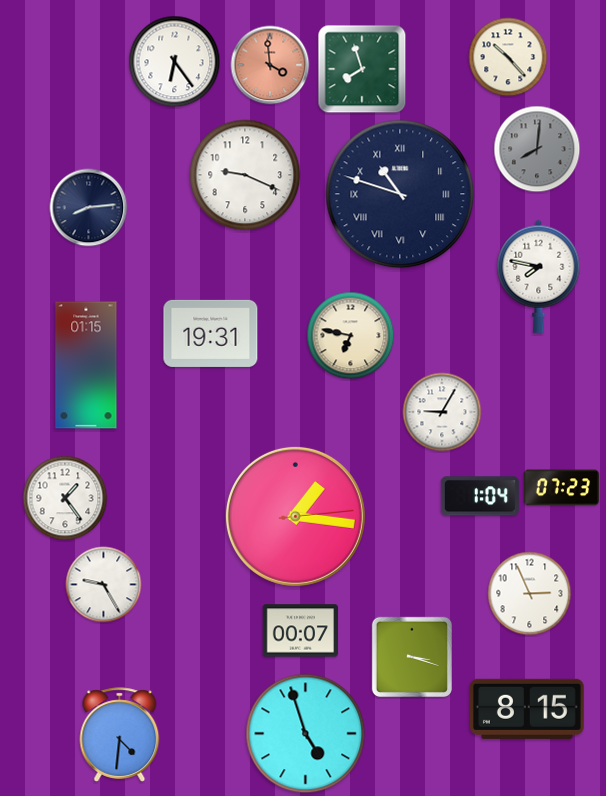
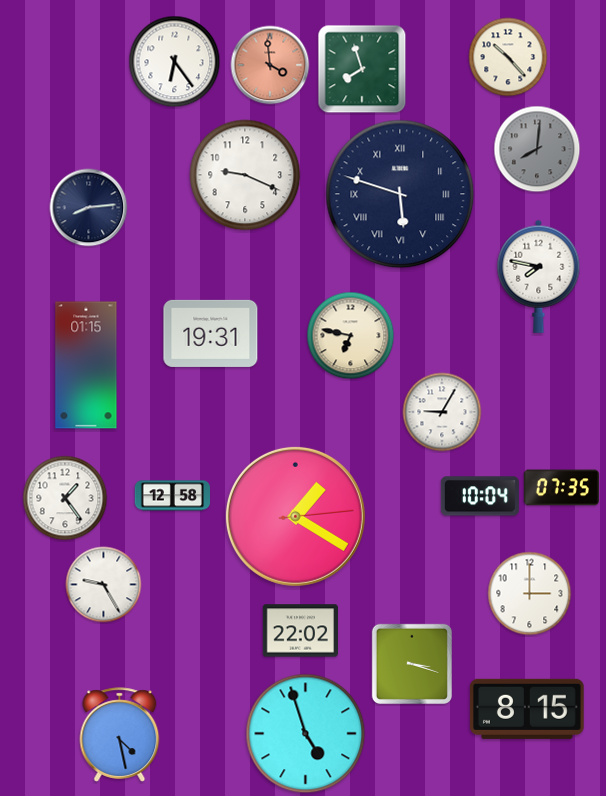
clock at (400, 194): 10:48 -> 5:48
clock at (561, 488): 07:23 -> 07:35
clock at (172, 496): none -> 12:58
clock at (480, 496): 1:04 -> 10:04
clock at (295, 516): 1:16 -> 1:20
clock at (530, 594): 2:56 -> 3:00
clock at (300, 631): 00:07 -> 22:02
clock at (412, 657) position: (412, 657) -> (412, 664)
clock at (120, 735): 4:31 -> 4:28
